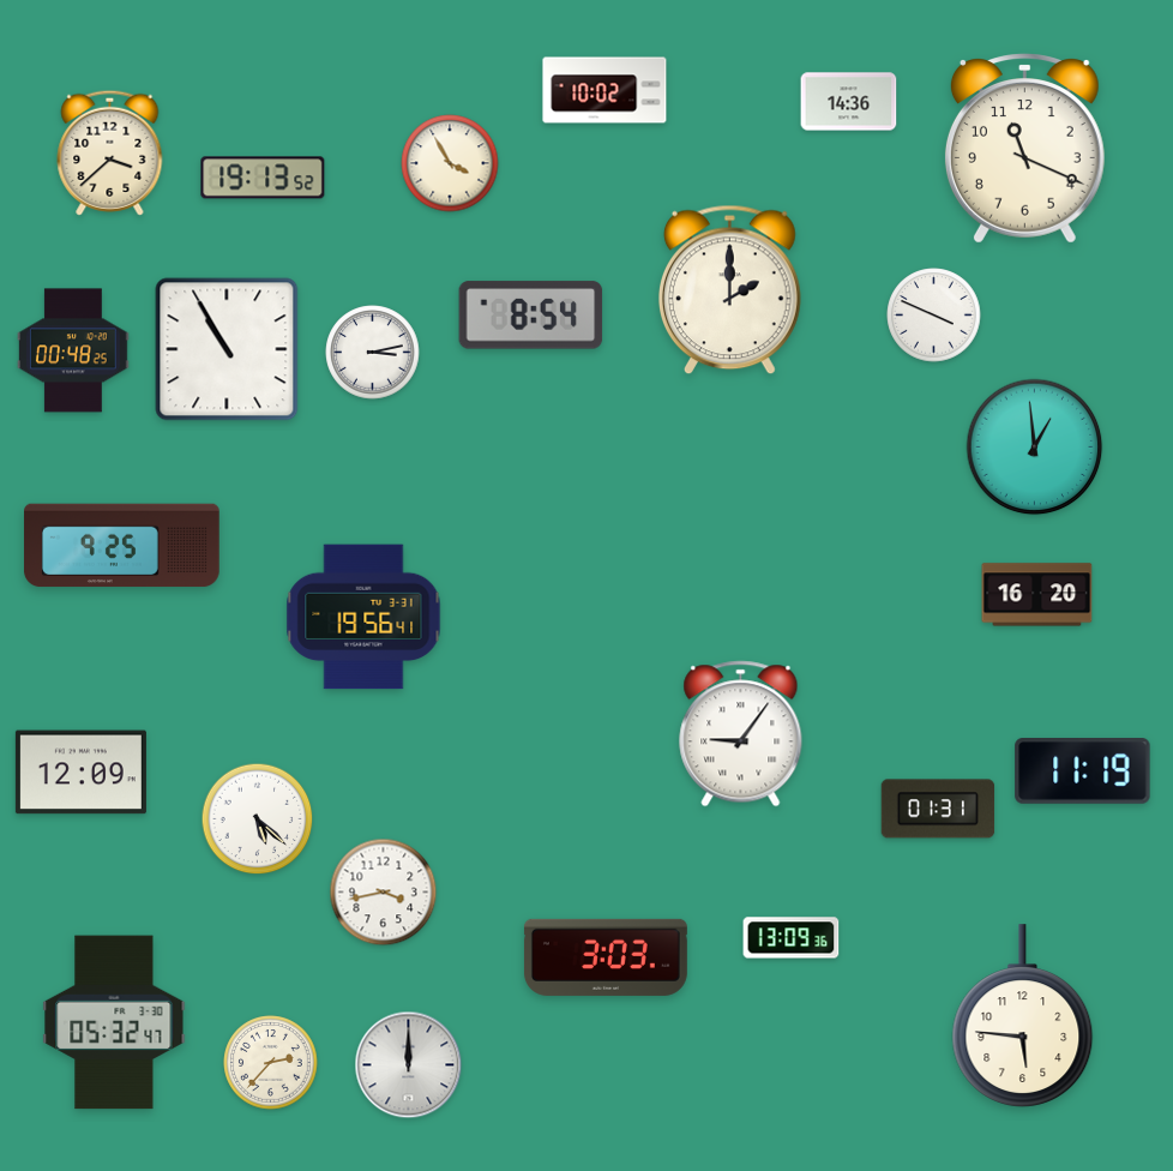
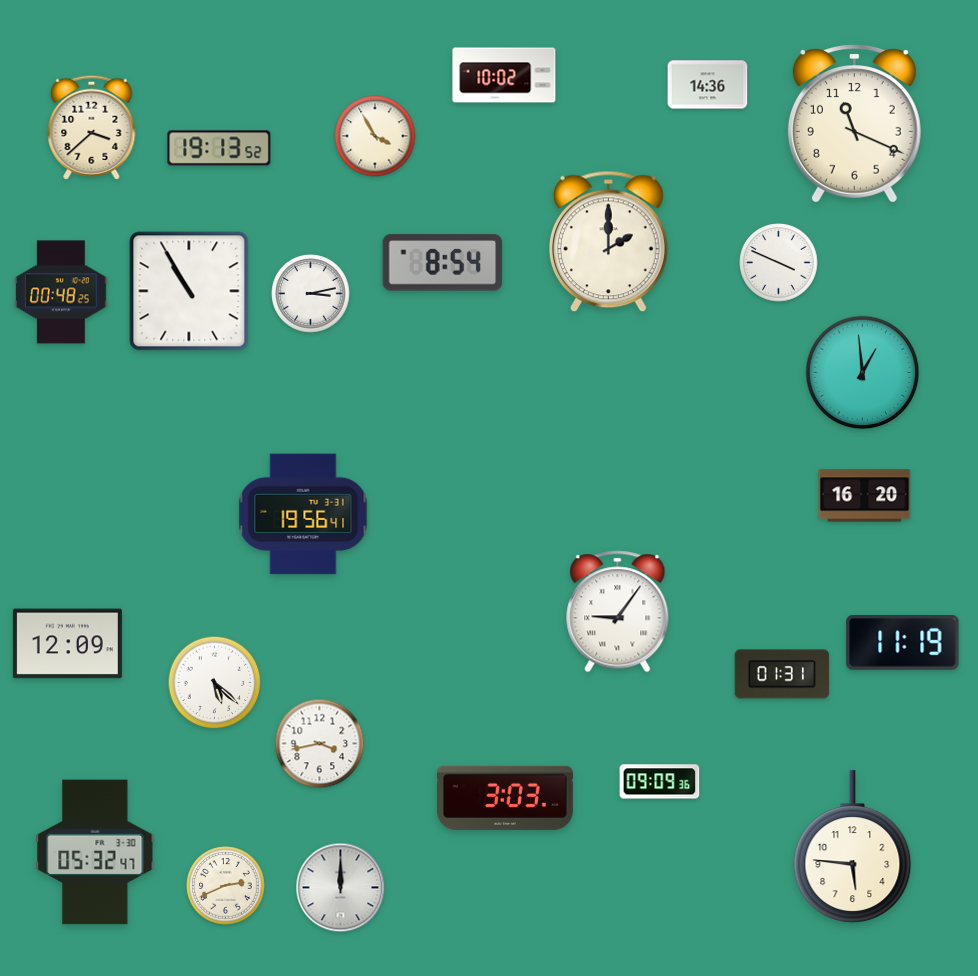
clock at (122, 546): 9:25 -> none
clock at (792, 938): 13:09 -> 09:09
clock at (271, 1063): 2:37 -> 2:41
